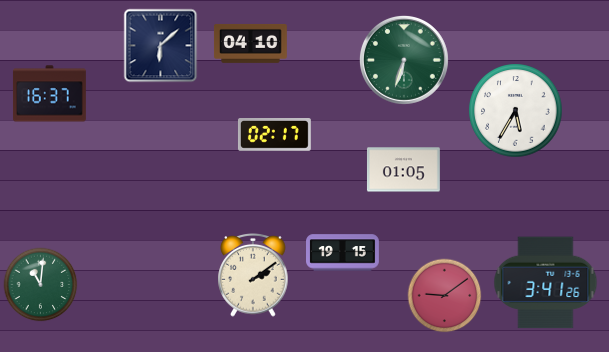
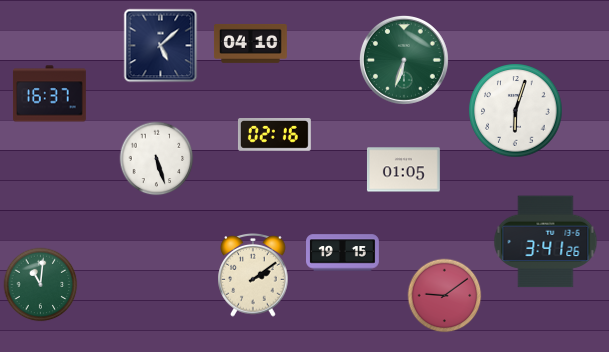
clock at (161, 46): 6:08 -> 5:08
clock at (516, 111): 5:35 -> 6:03
clock at (274, 135): 02:17 -> 02:16
clock at (157, 159): none -> 5:27
clock at (546, 283) position: (546, 283) -> (546, 242)
